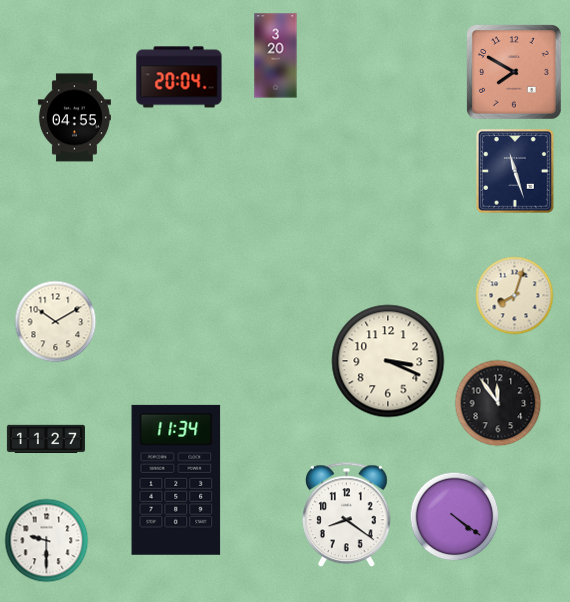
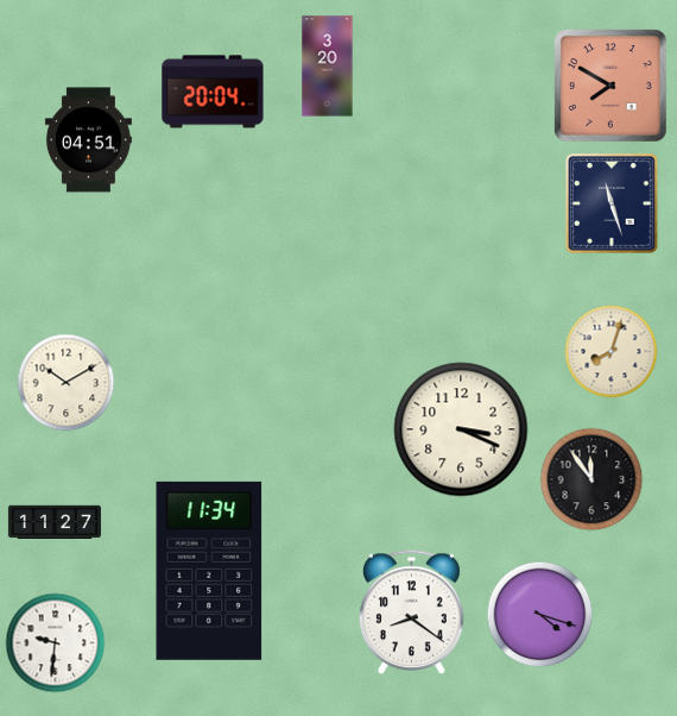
clock at (74, 118): 04:55 -> 04:51
clock at (455, 517): 4:21 -> 4:18
clock at (47, 541): 9:30 -> 9:31
